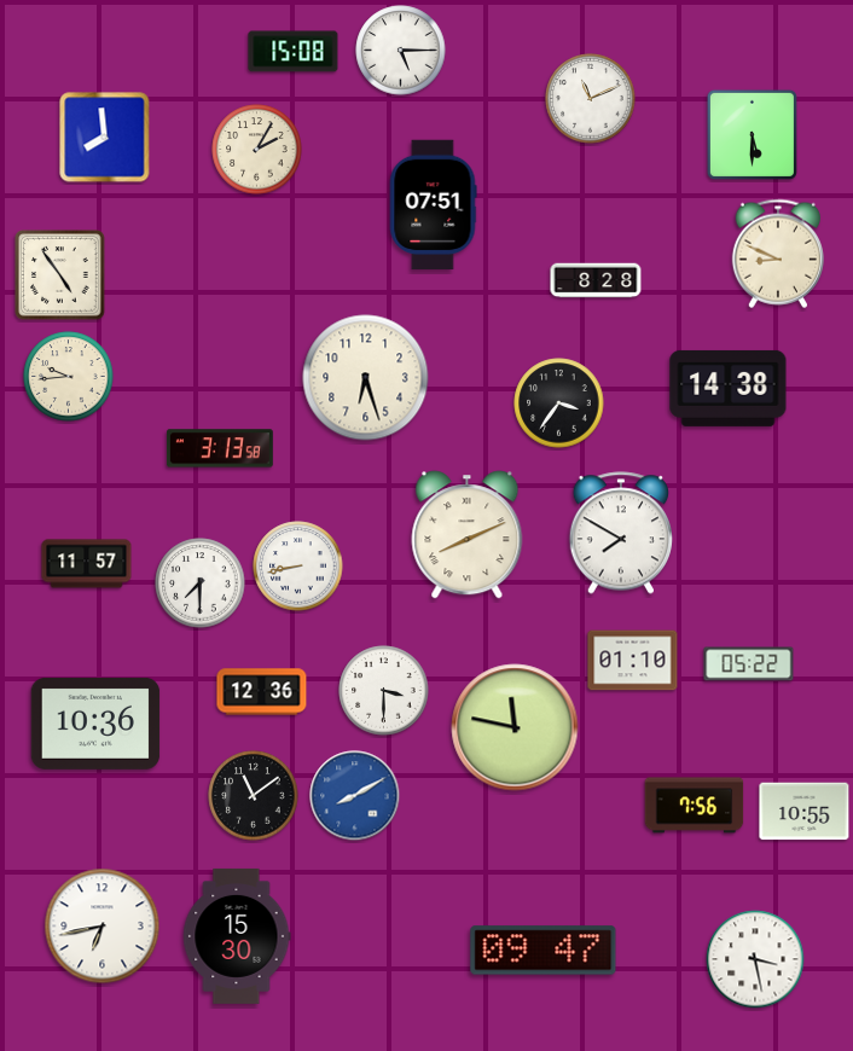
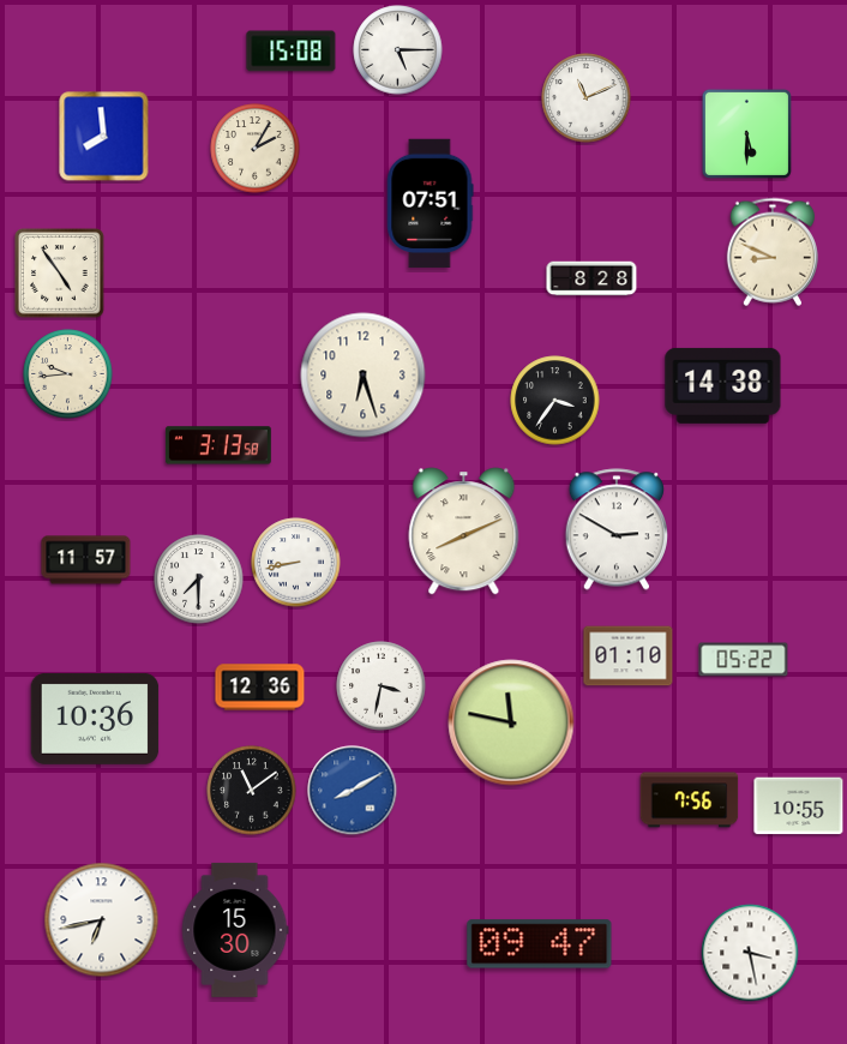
clock at (620, 533): 7:50 -> 2:50
clock at (384, 691): 3:30 -> 3:32
